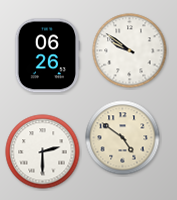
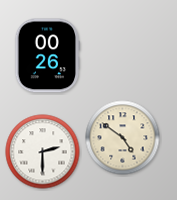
clock at (130, 51): 9:51 -> none
clock at (48, 56): 06:26 -> 00:26
